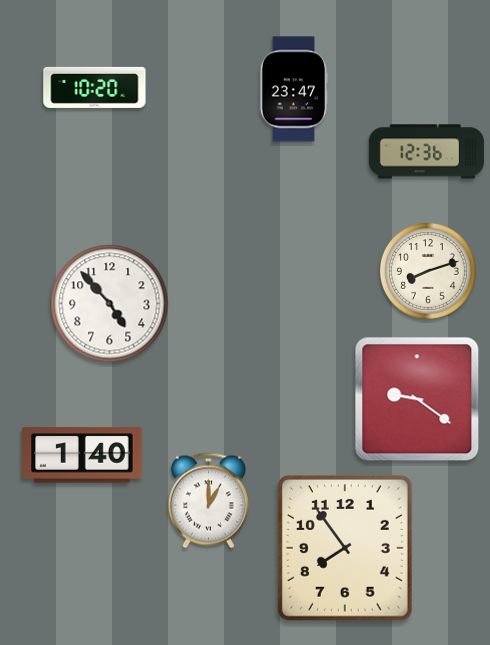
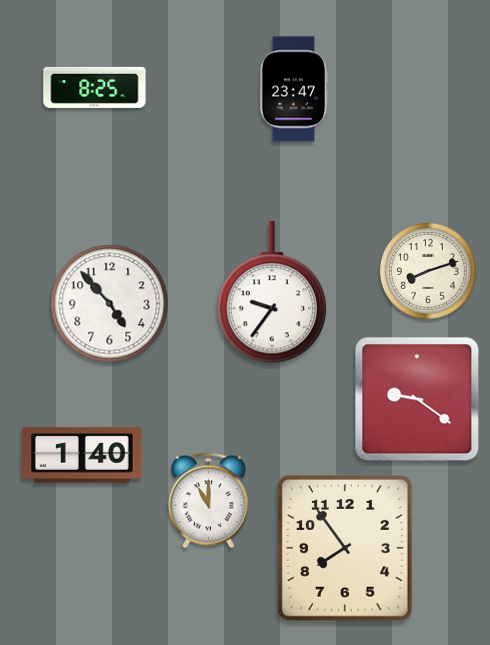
clock at (95, 87): 10:20 -> 8:25
clock at (426, 152): 12:36 -> none
clock at (271, 293): none -> 9:36
clock at (208, 501): 1:00 -> 11:00
